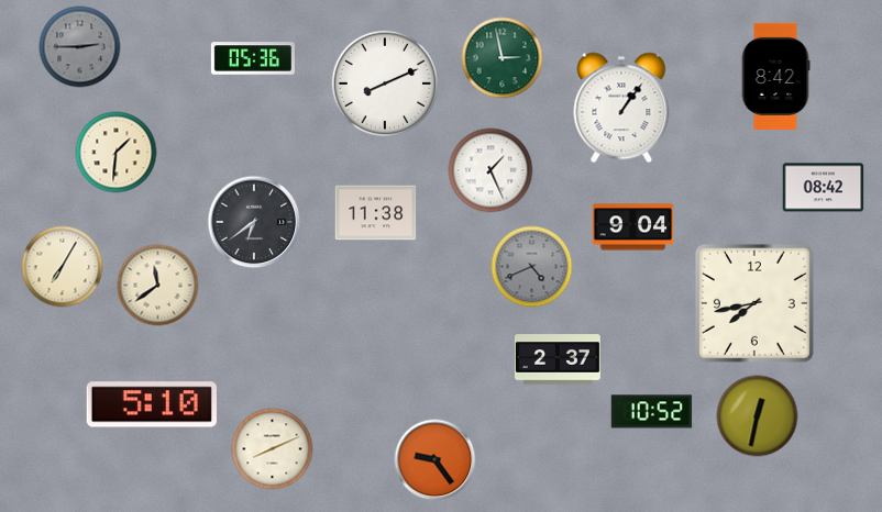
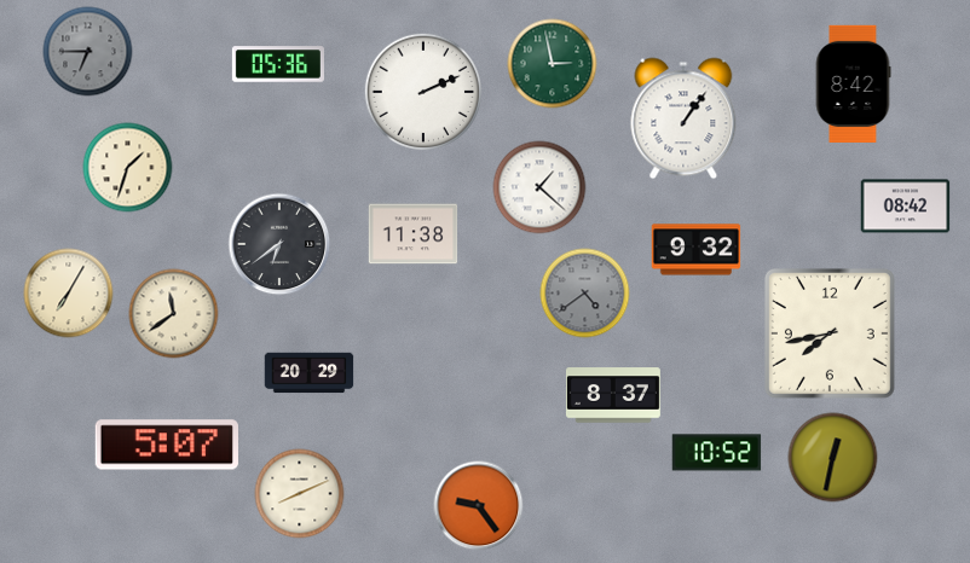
clock at (80, 47): 2:45 -> 6:45
clock at (384, 82): 8:11 -> 2:11
clock at (117, 153): 1:31 -> 1:33
clock at (490, 170): 1:26 -> 1:22
clock at (633, 227): 9:04 -> 9:32
clock at (532, 267): 4:41 -> 4:39
clock at (310, 373): none -> 20:29
clock at (558, 359): 2:37 -> 8:37
clock at (152, 404): 5:10 -> 5:07
